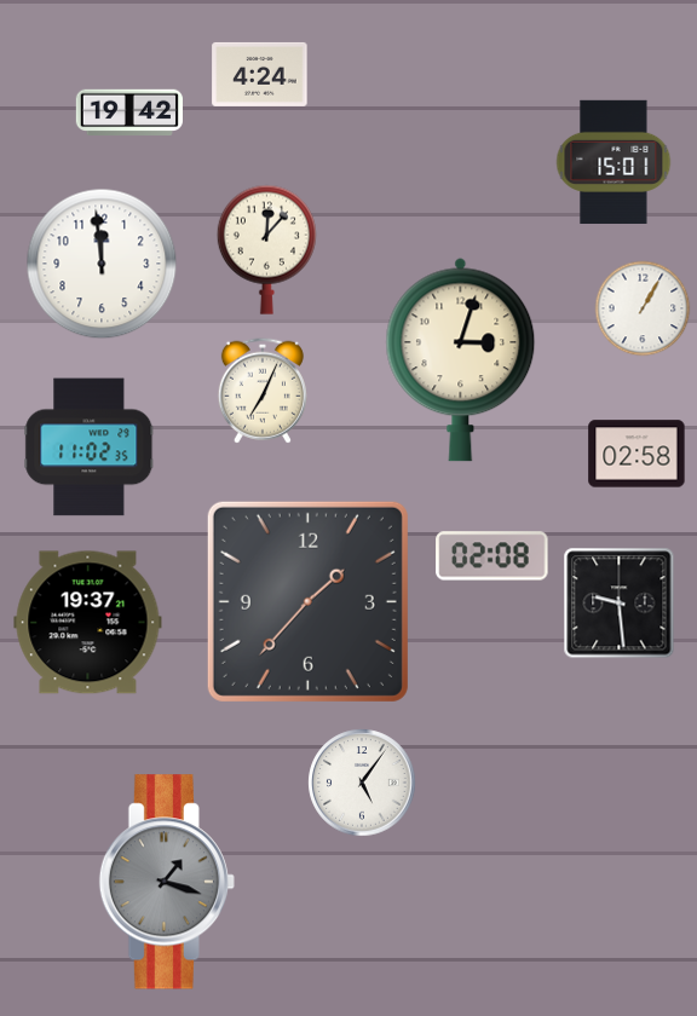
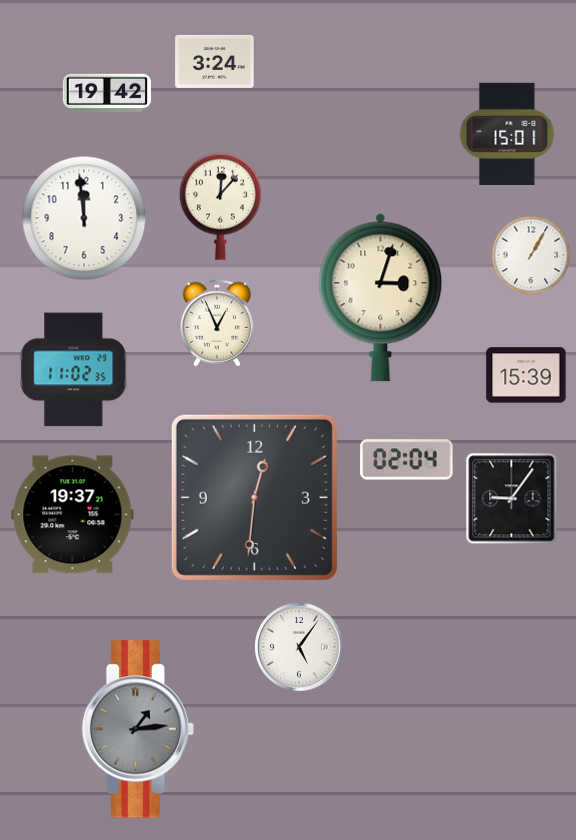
clock at (260, 74): 4:24 -> 3:24
clock at (263, 391): 7:04 -> 12:56
clock at (636, 454): 02:58 -> 15:39
clock at (492, 556): 02:08 -> 02:04
clock at (307, 601): 1:37 -> 12:31
clock at (620, 604): 9:29 -> 9:06
clock at (166, 882): 1:18 -> 1:14
